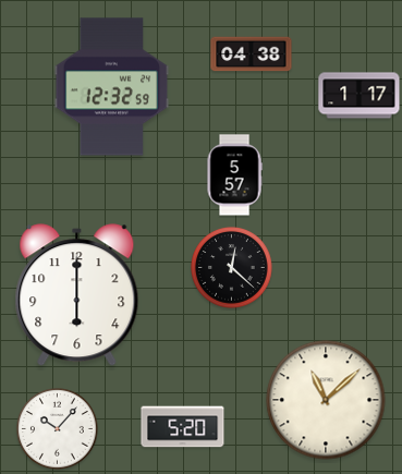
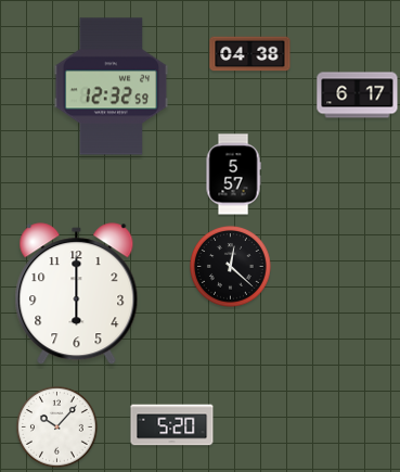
clock at (360, 96): 1:17 -> 6:17
clock at (326, 400): 11:08 -> none
clock at (183, 427) position: (183, 427) -> (172, 425)
